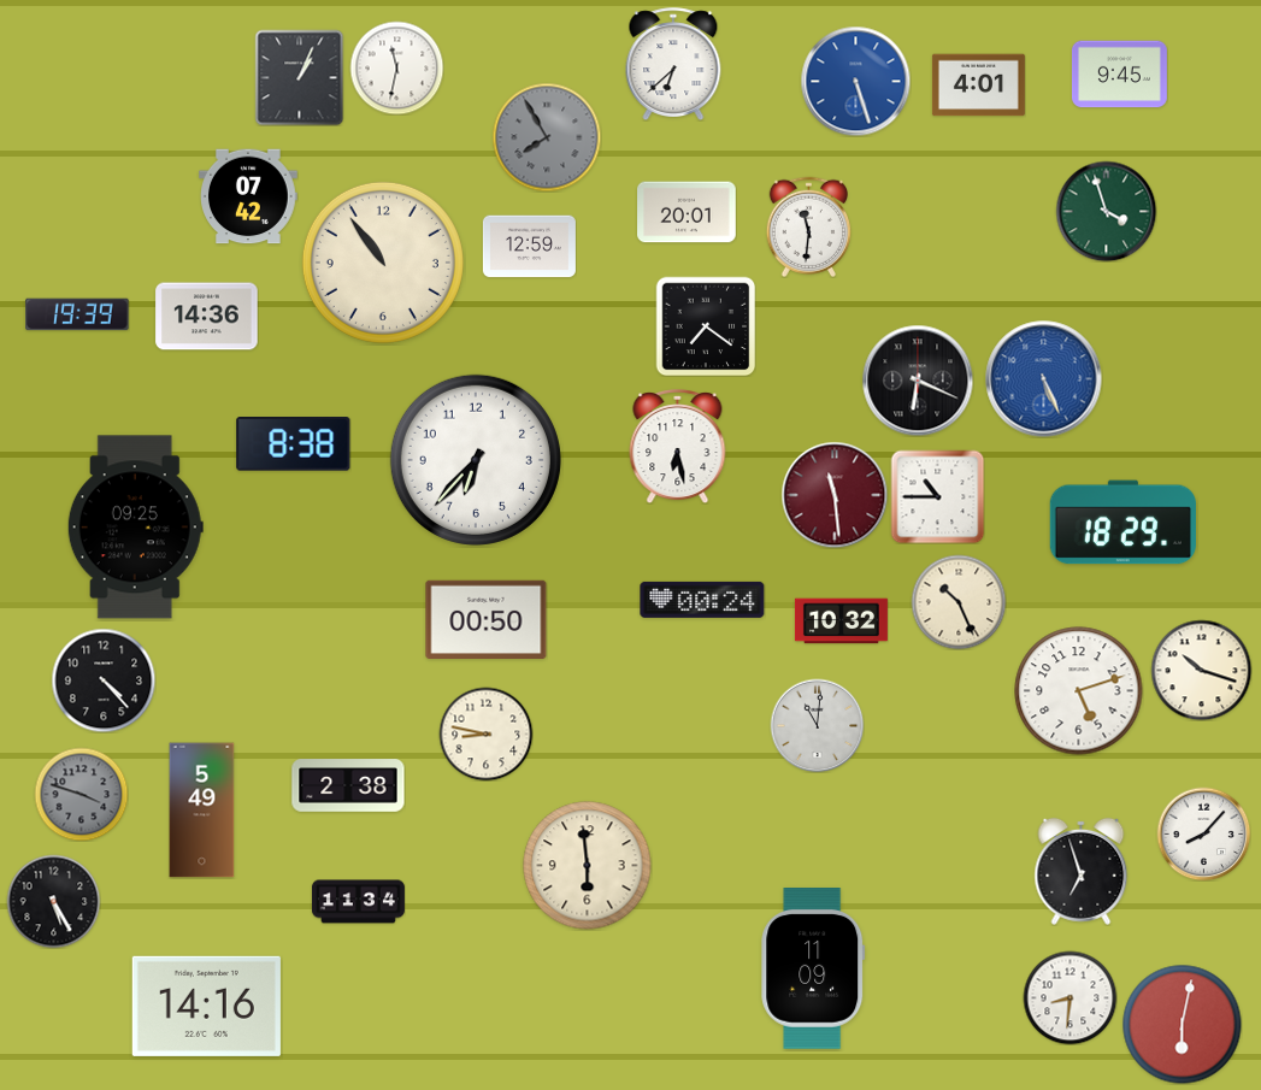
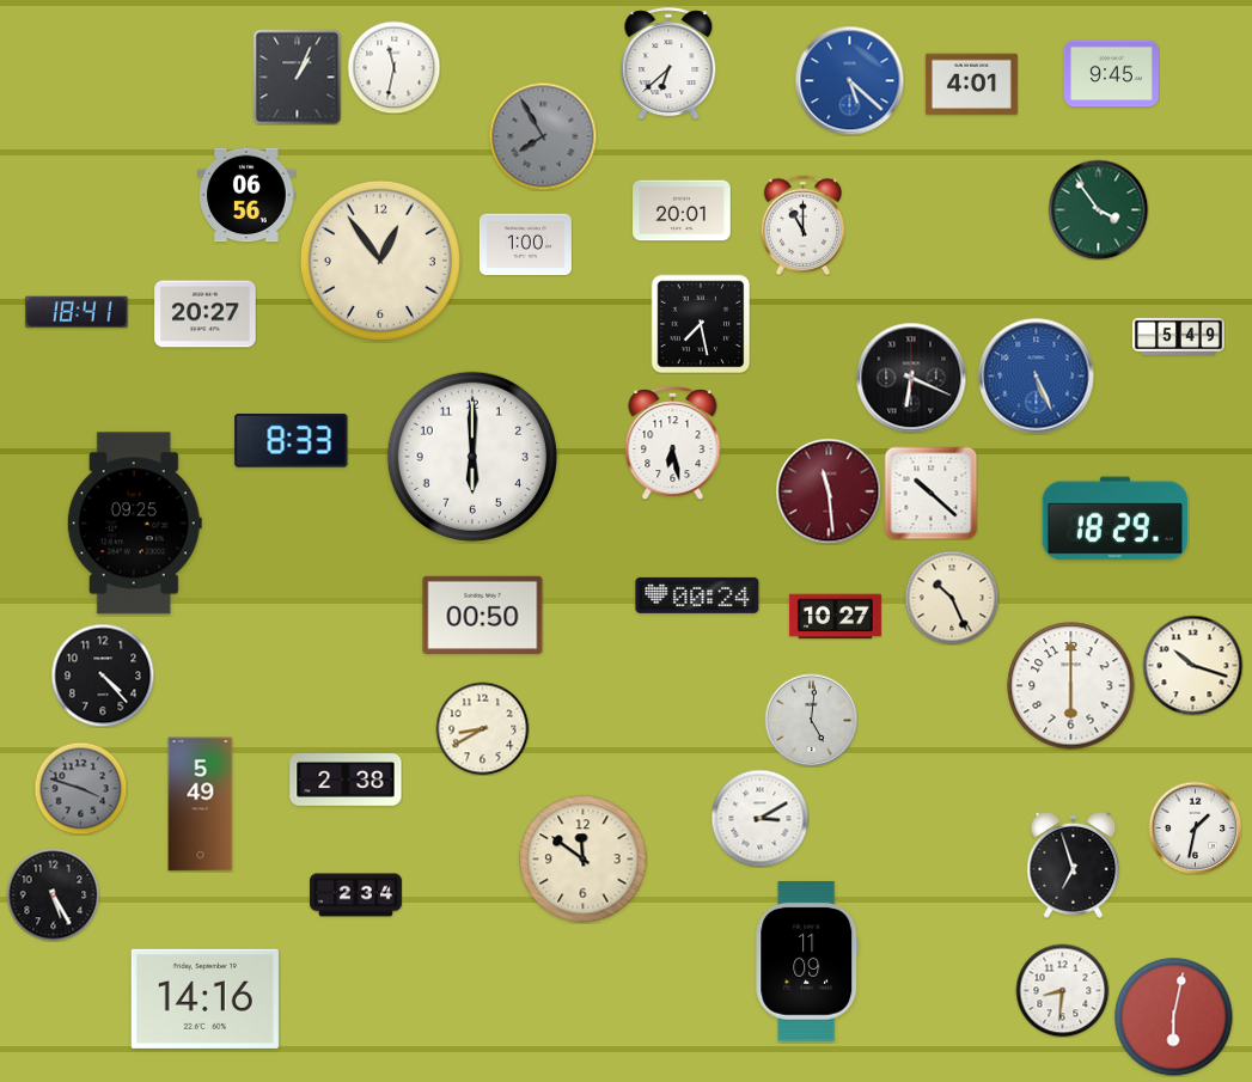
clock at (855, 81): 5:27 -> 5:22
clock at (249, 196): 07:42 -> 06:56
clock at (1106, 211): 3:57 -> 3:54
clock at (809, 226): 11:31 -> 11:00
clock at (529, 247): 12:59 -> 1:00
clock at (383, 263): 10:54 -> 12:54
clock at (77, 314): 19:39 -> 18:41
clock at (207, 317): 14:36 -> 20:27
clock at (706, 326): 7:21 -> 7:28
clock at (1178, 336): none -> 5:49
clock at (294, 444): 8:38 -> 8:33
clock at (476, 460): 6:37 -> 6:00
clock at (937, 496): 10:45 -> 10:22
clock at (841, 621): 10:32 -> 10:27
clock at (1079, 691): 5:12 -> 6:00
clock at (817, 725): 11:01 -> 5:01
clock at (485, 733): 8:47 -> 8:40
clock at (759, 818): none -> 3:10
clock at (1203, 833): 8:07 -> 1:32
clock at (588, 866): 5:59 -> 11:51
clock at (358, 902): 11:34 -> 2:34
